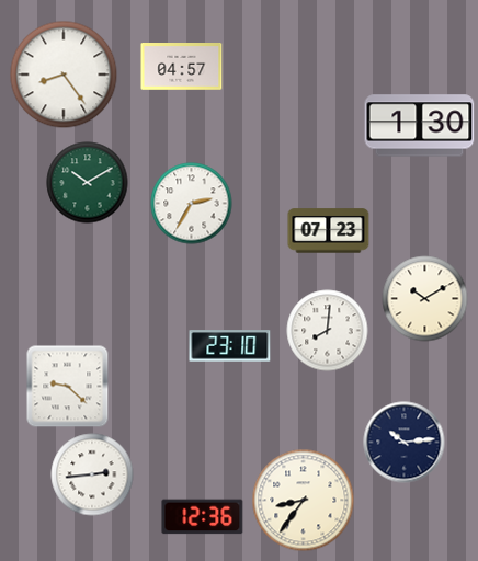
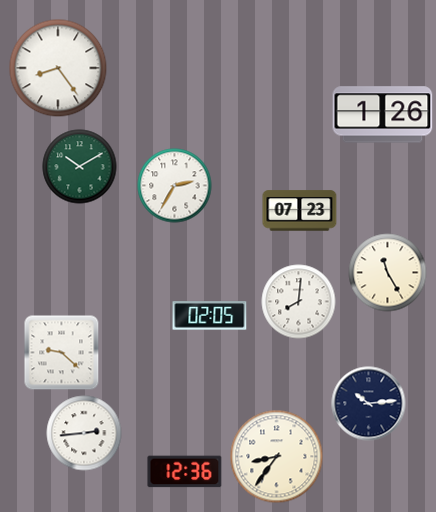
clock at (182, 67): 04:57 -> none
clock at (420, 126): 1:30 -> 1:26
clock at (425, 299): 10:10 -> 11:25
clock at (230, 346): 23:10 -> 02:05
